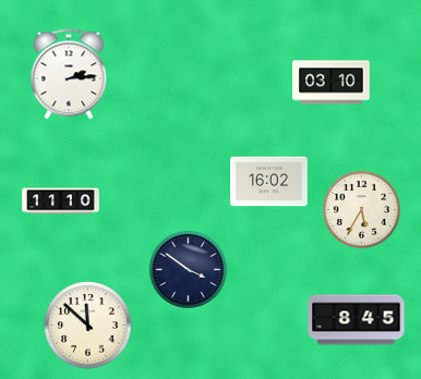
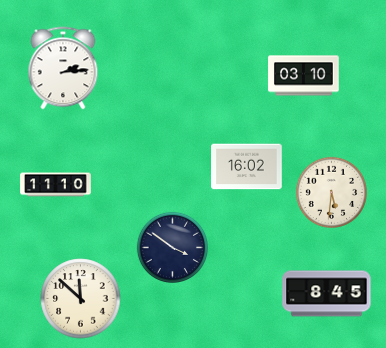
clock at (361, 209): 5:35 -> 5:31
